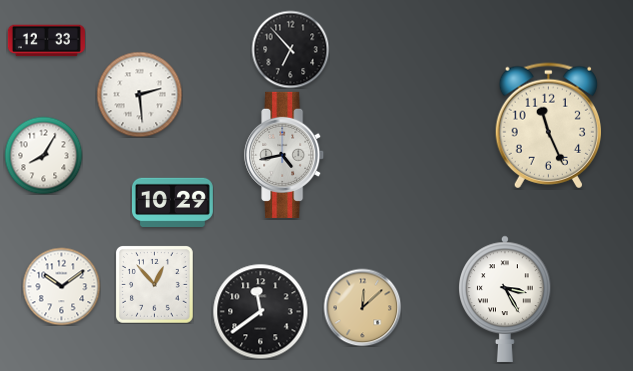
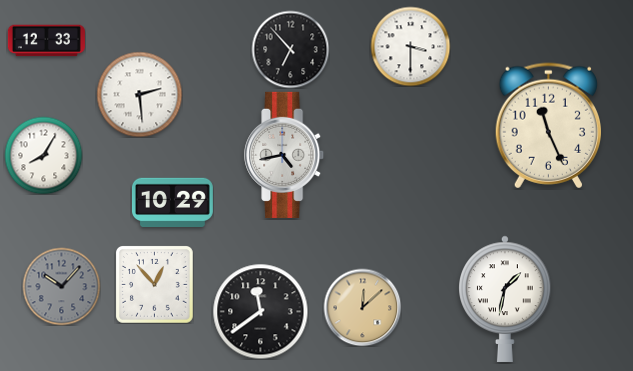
clock at (410, 46): none -> 3:30
clock at (61, 286): 10:09 -> 10:07
clock at (61, 286) dial: white -> grey
clock at (506, 299): 3:25 -> 1:32
